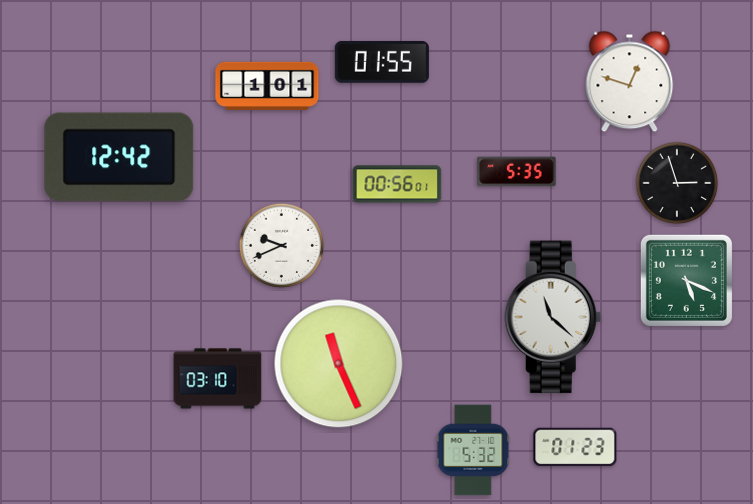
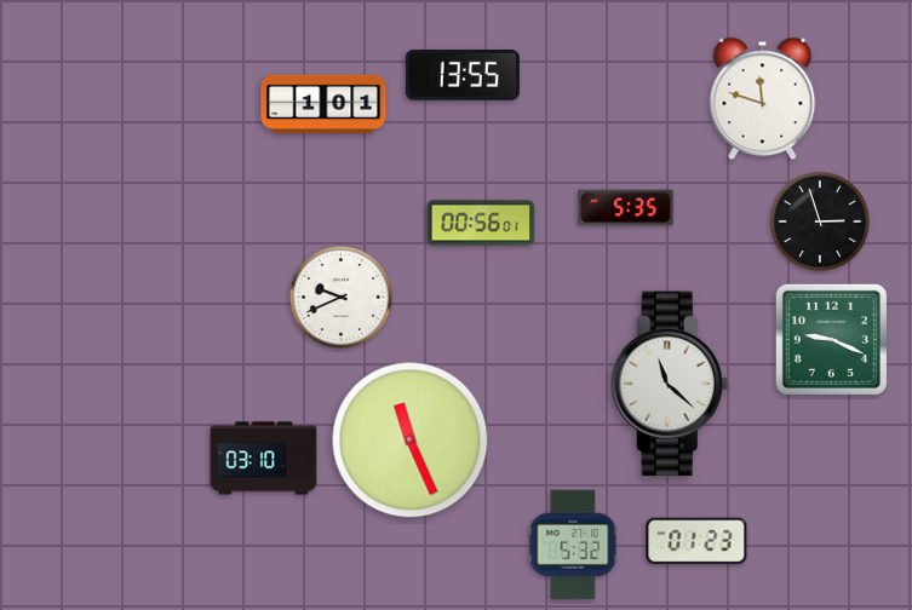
clock at (382, 62): 01:55 -> 13:55
clock at (630, 82): 12:48 -> 11:48
clock at (119, 157): 12:42 -> none
clock at (686, 280): 5:19 -> 9:19
